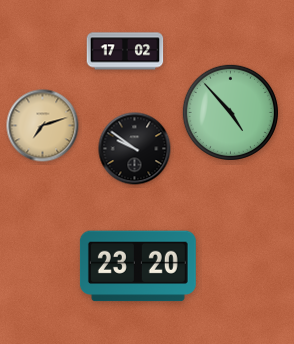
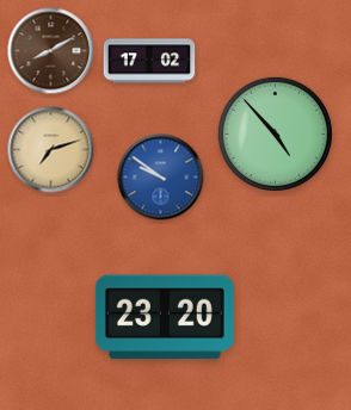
clock at (51, 51): none -> 8:10
clock at (135, 149) dial: black -> blue
